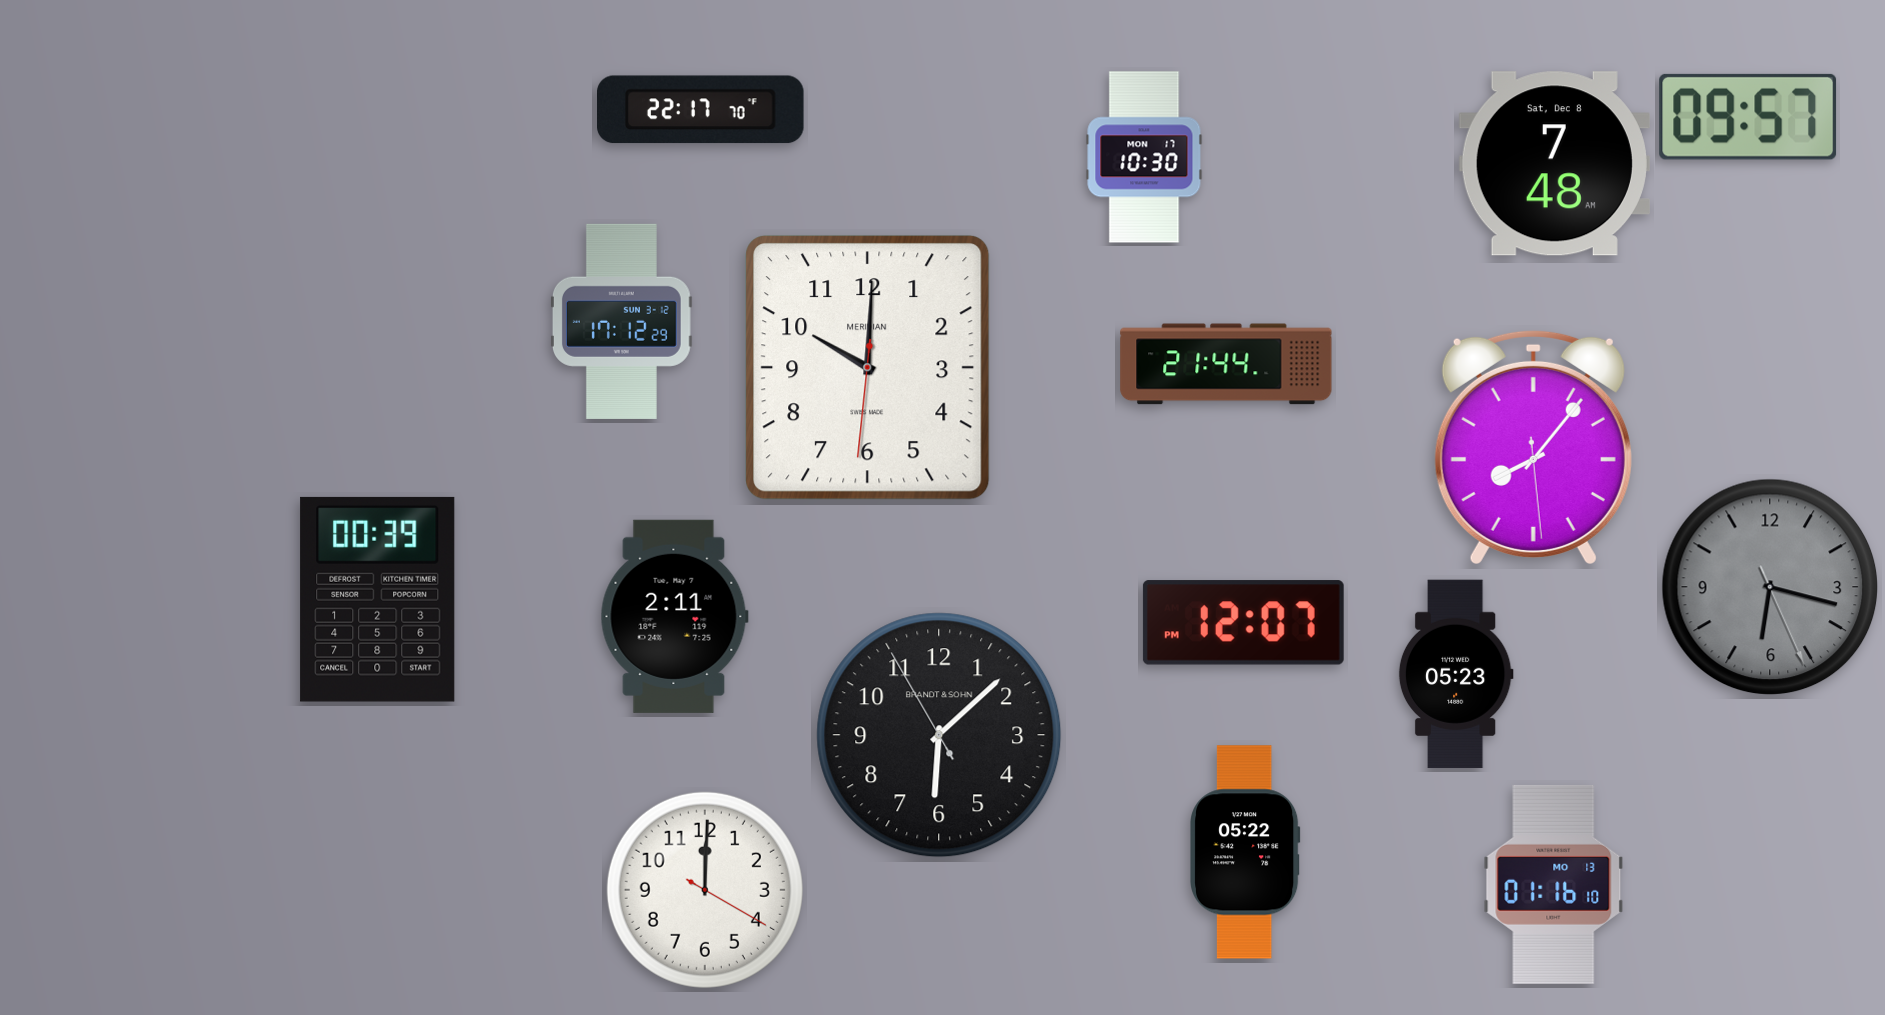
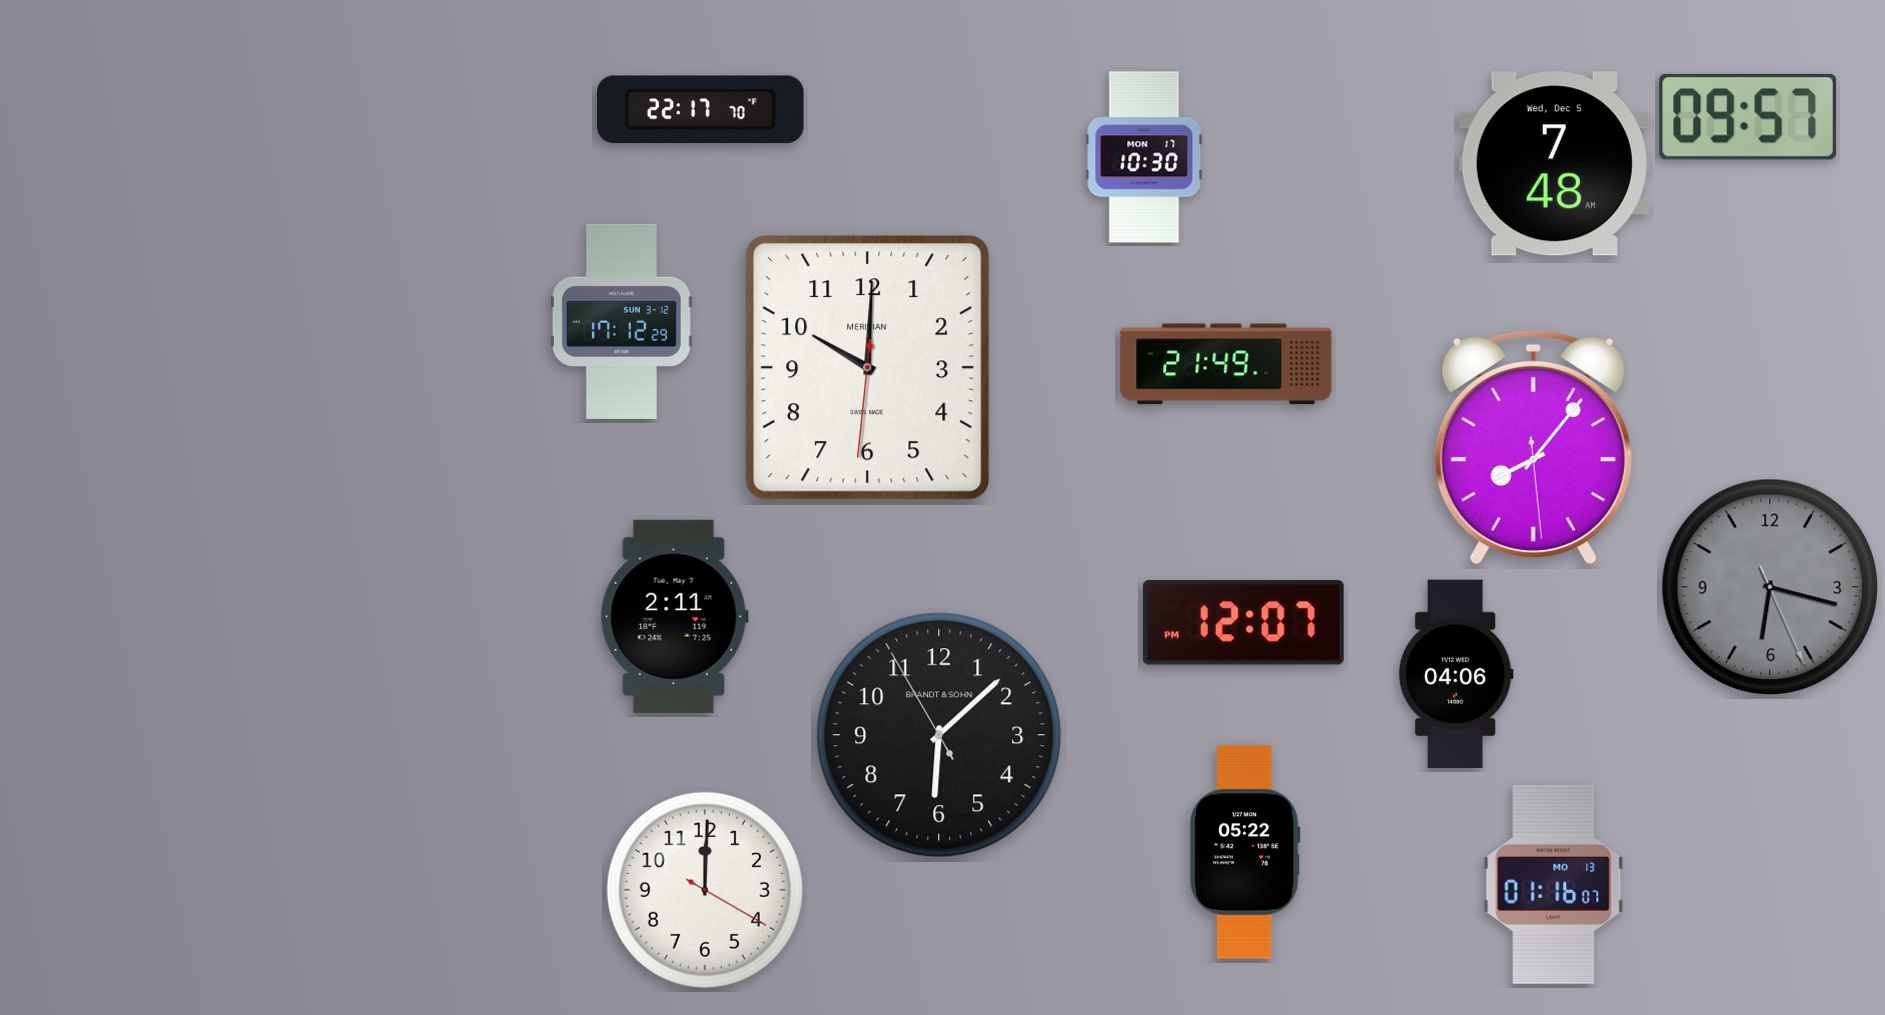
clock at (1554, 164) date: Sat, Dec 8 -> Wed, Dec 5
clock at (1226, 364): 21:44 -> 21:49
clock at (378, 599): 00:39 -> none
clock at (1456, 674): 05:23 -> 04:06
clock at (1554, 884): 01:16:10 -> 01:16:07
